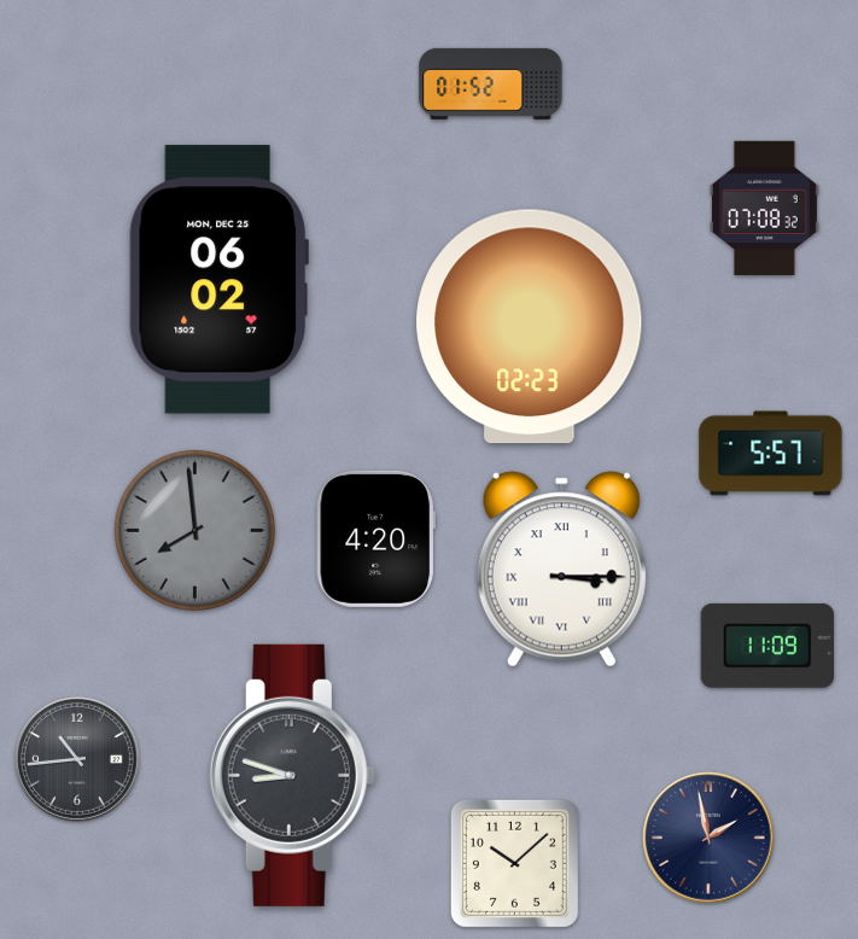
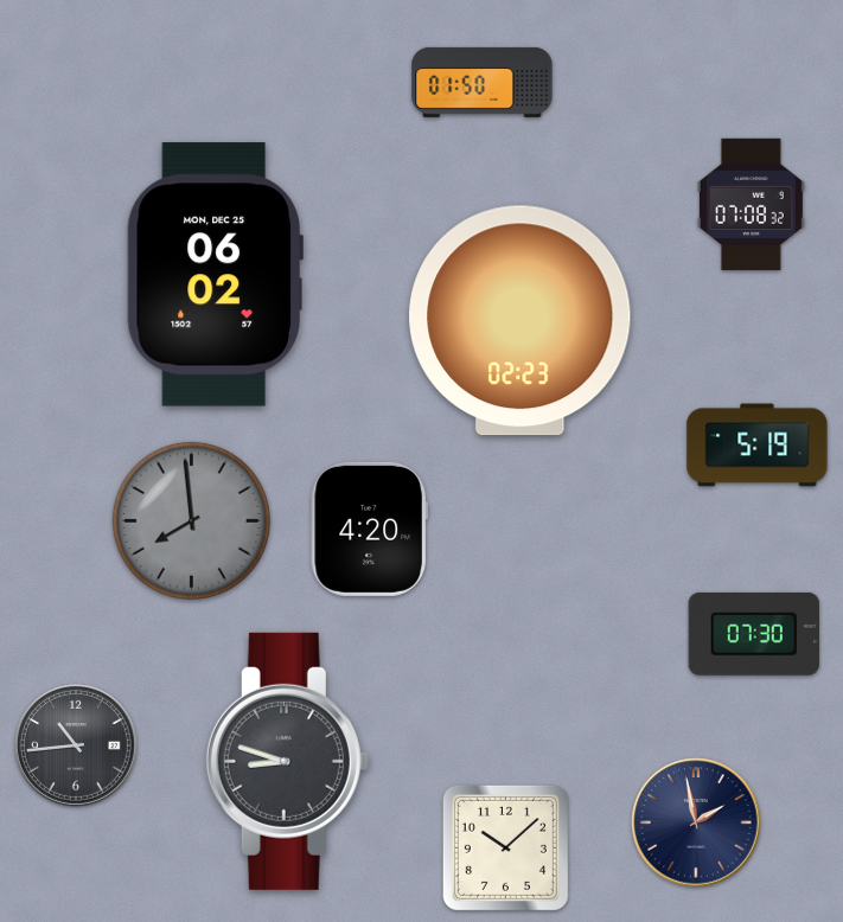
clock at (491, 83): 01:52 -> 01:50
clock at (771, 454): 5:57 -> 5:19
clock at (561, 570): 3:15 -> none
clock at (767, 646): 11:09 -> 07:30
